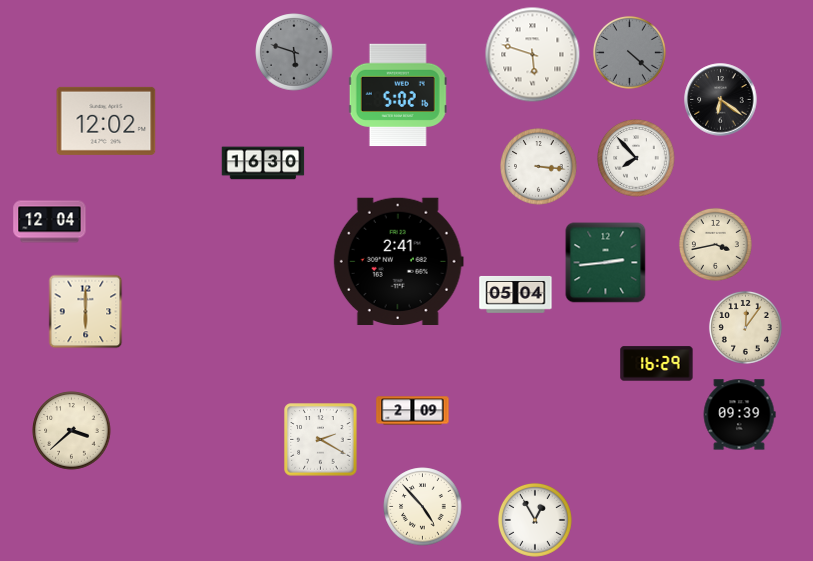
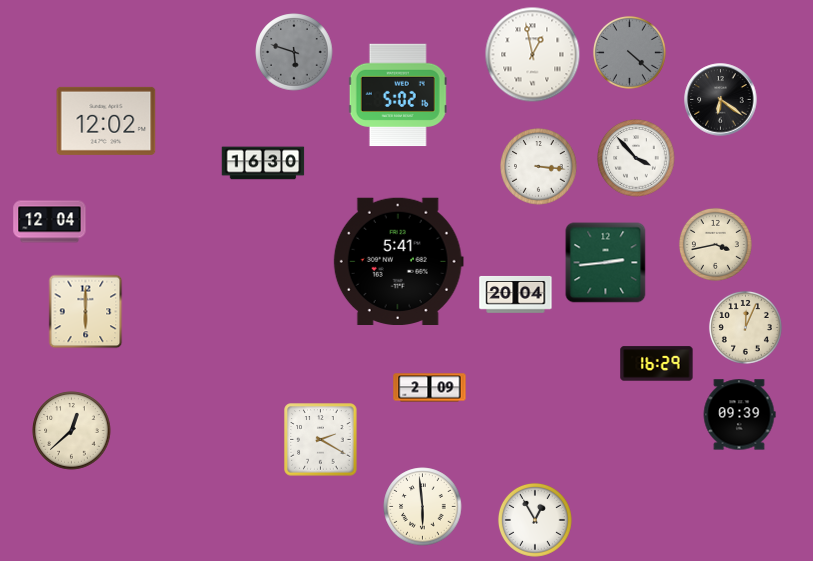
clock at (533, 55): 5:48 -> 12:58
clock at (636, 158): 7:53 -> 3:53
clock at (398, 261): 2:41 -> 5:41
clock at (516, 295): 05:04 -> 20:04
clock at (745, 327): 12:06 -> 12:04
clock at (413, 411) position: (413, 411) -> (430, 388)
clock at (72, 431): 3:38 -> 12:38
clock at (423, 507): 4:53 -> 5:59
